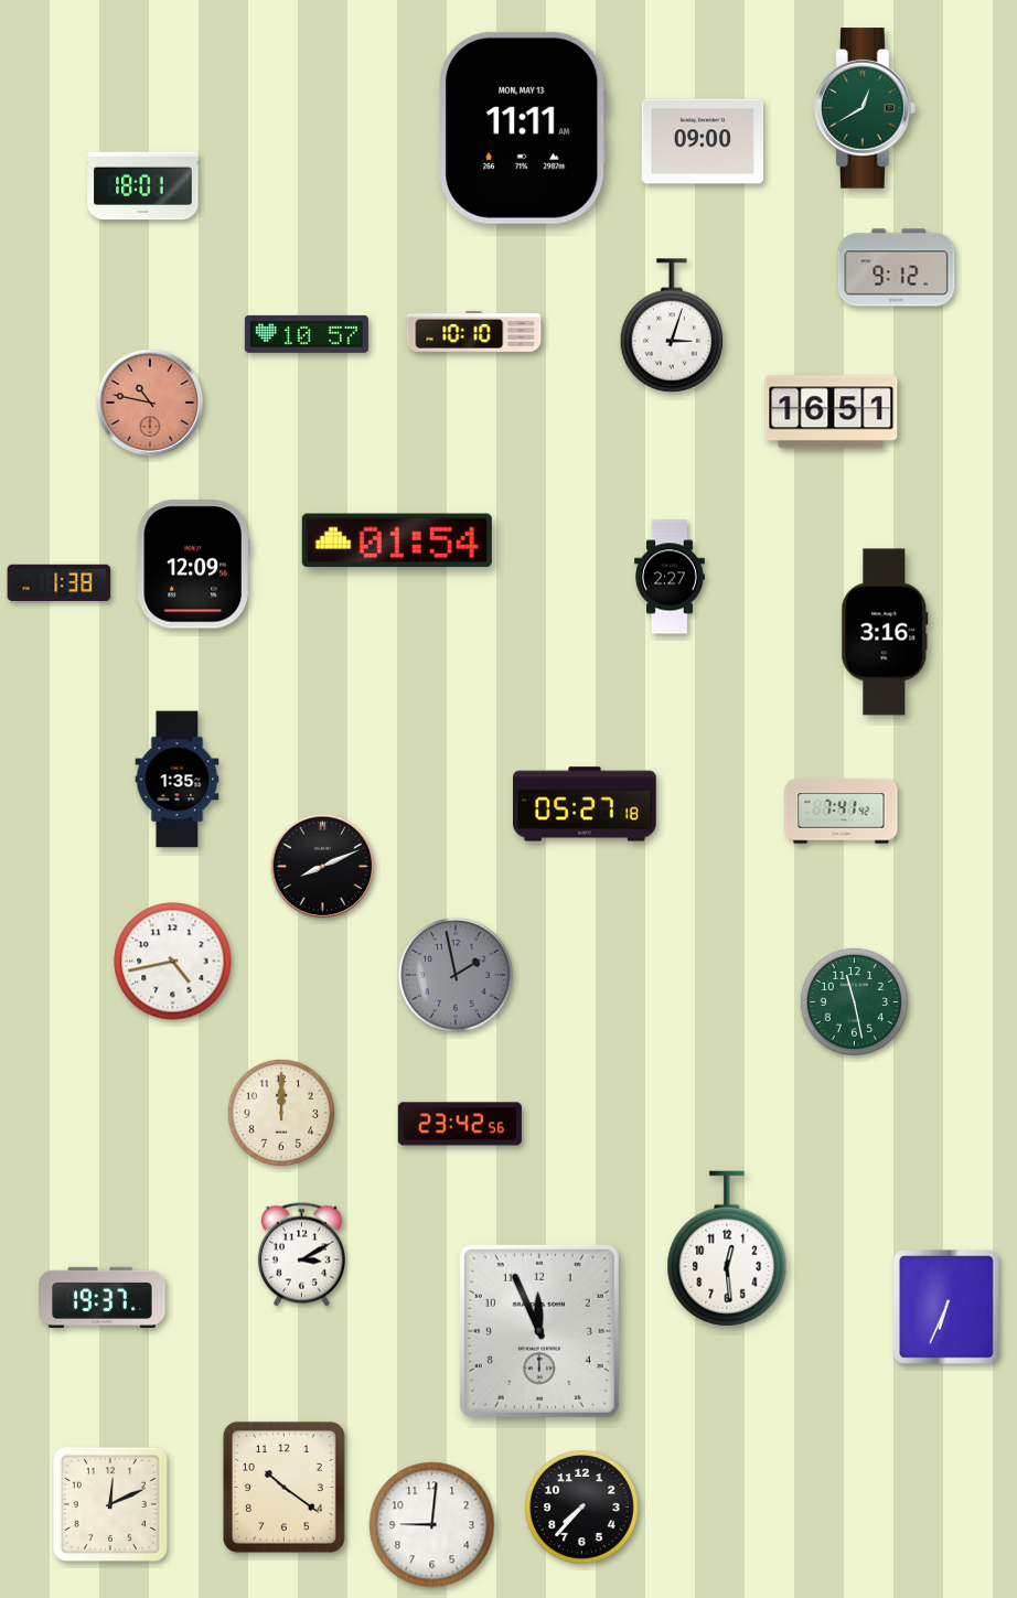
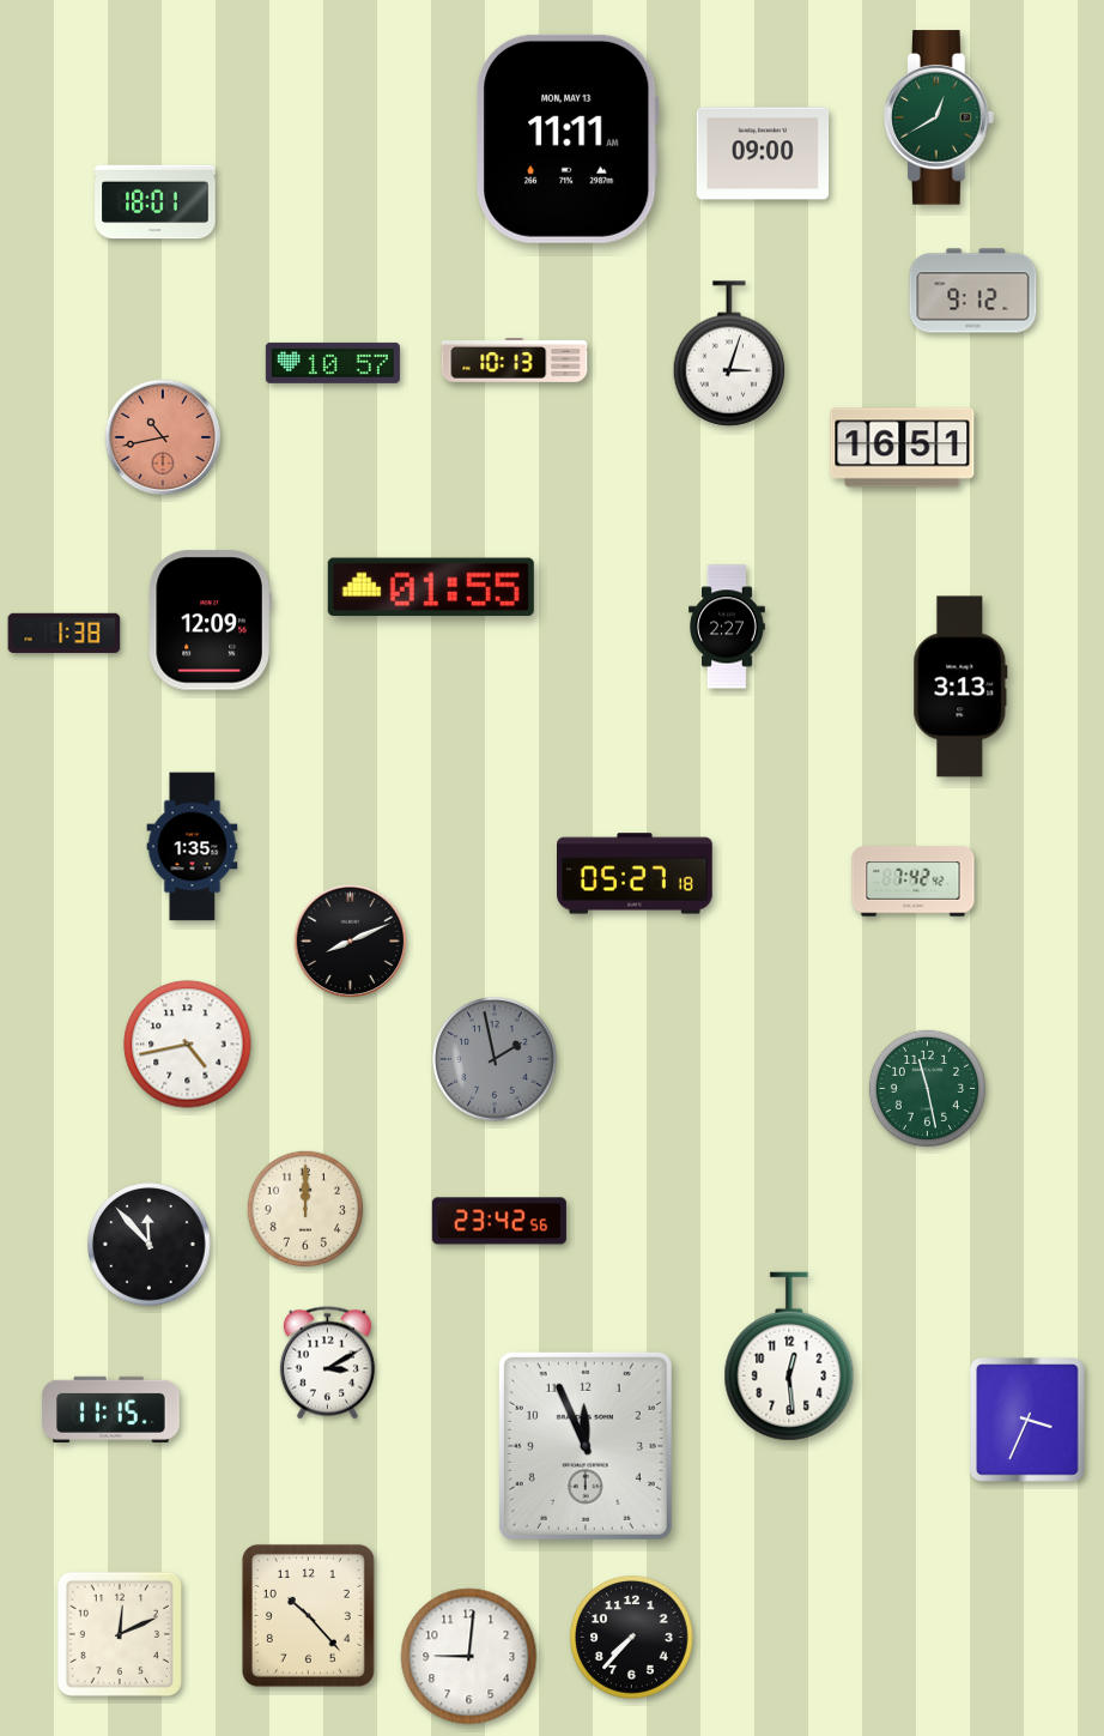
clock at (474, 332): 10:10 -> 10:13
clock at (150, 403): 10:47 -> 10:43
clock at (397, 540): 01:54 -> 01:55
clock at (193, 565) position: (193, 565) -> (210, 621)
clock at (885, 632): 3:16 -> 3:13
clock at (842, 812): 7:41 -> 7:42
clock at (150, 1245): none -> 11:53
clock at (103, 1297): 19:37 -> 11:15
clock at (946, 1307): 6:34 -> 3:34
clock at (283, 1487): 10:21 -> 10:23
